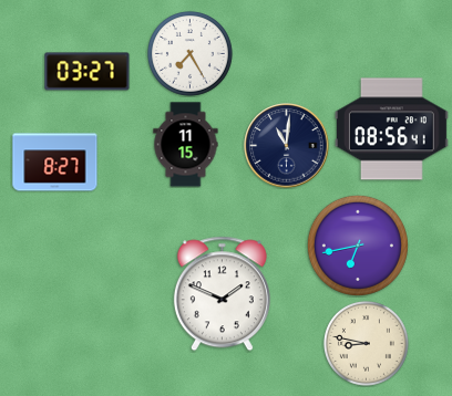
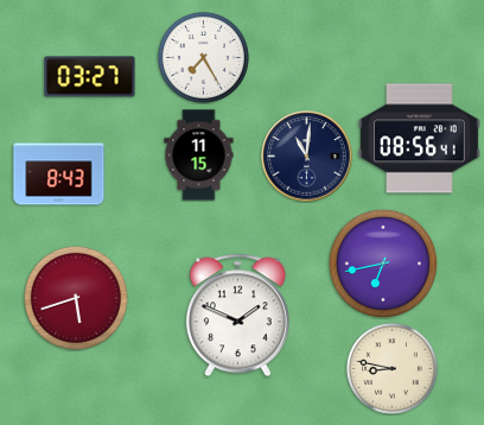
clock at (88, 72) position: (88, 72) -> (90, 77)
clock at (55, 163): 8:27 -> 8:43
clock at (76, 298): none -> 5:42
